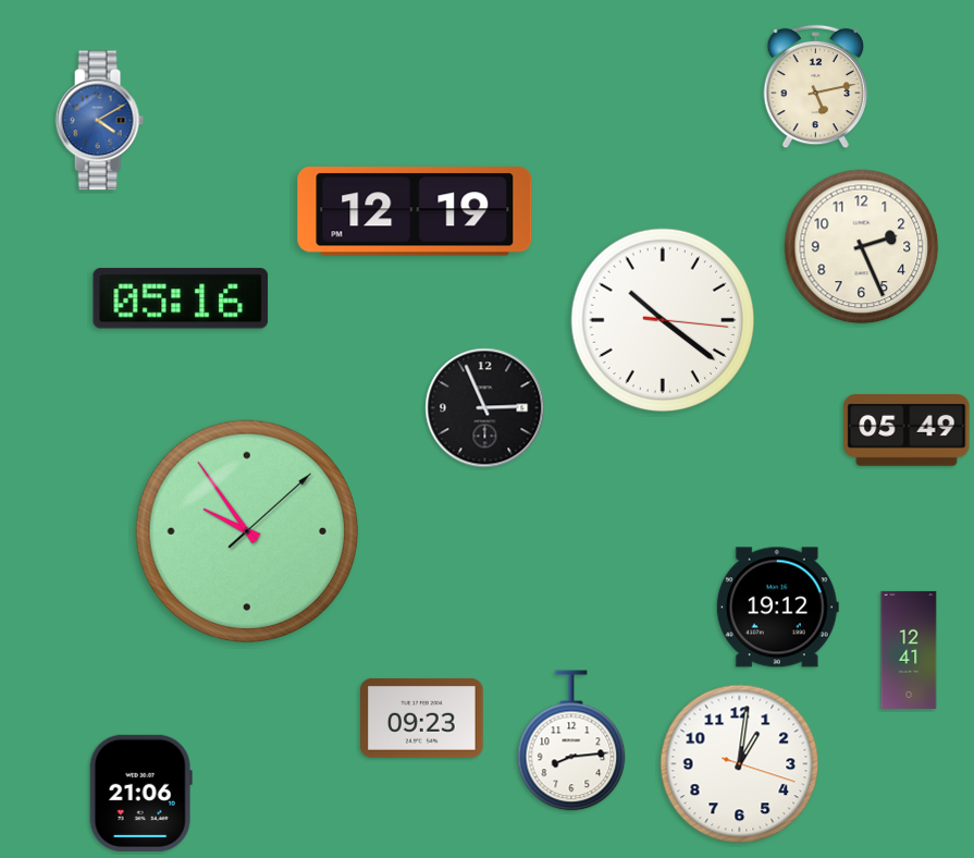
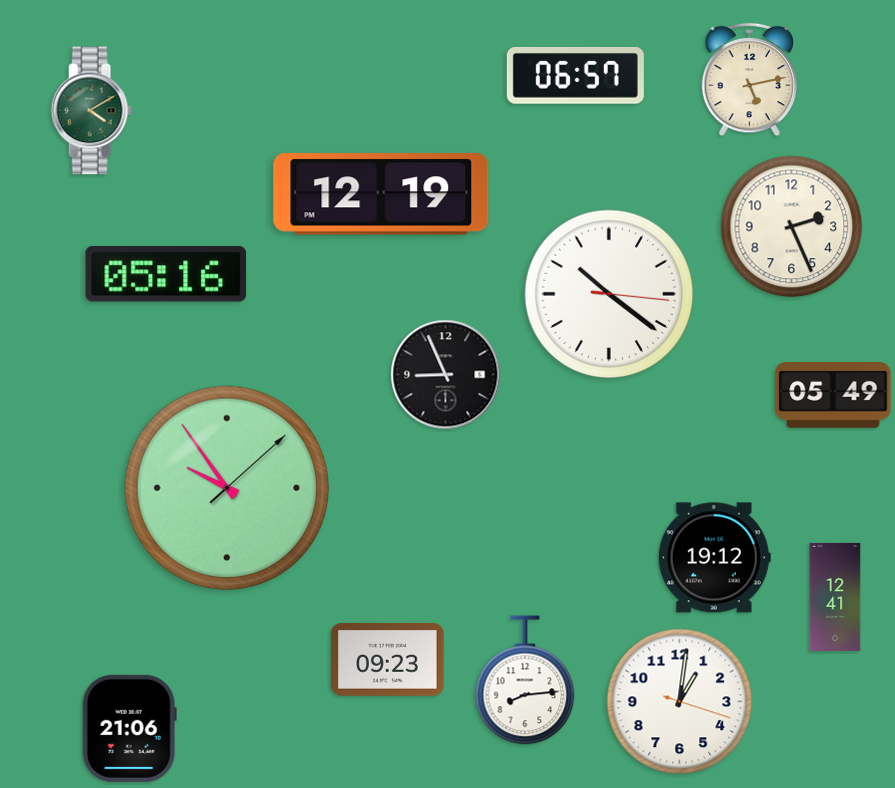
clock at (575, 75): none -> 06:57
clock at (99, 121) dial: blue -> green
clock at (485, 408): 2:56 -> 8:56
